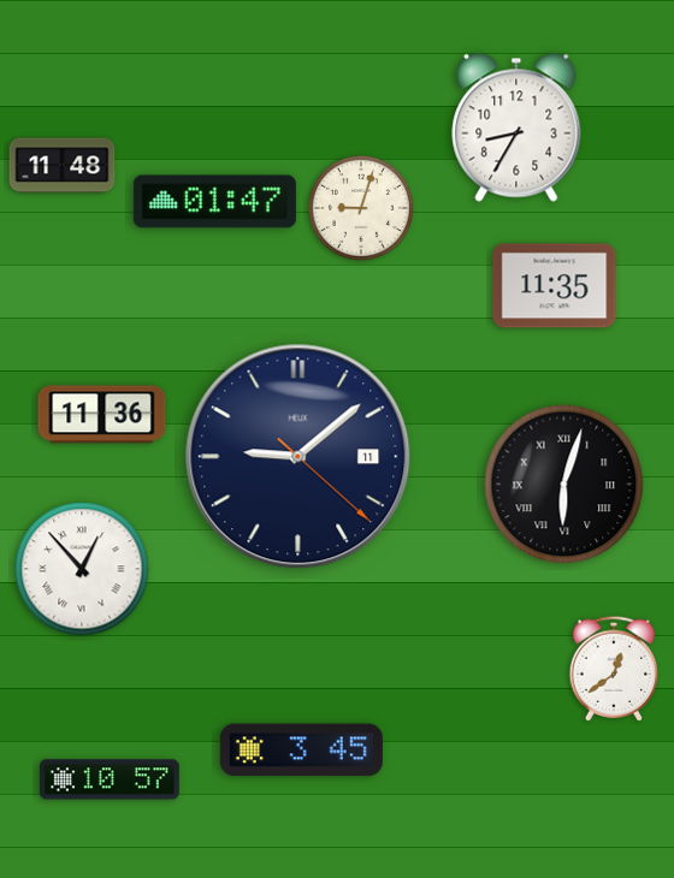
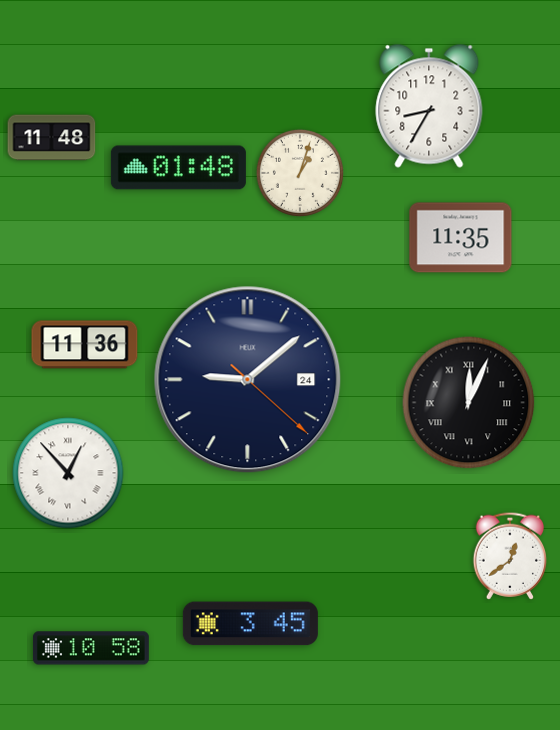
clock at (214, 202): 01:47 -> 01:48
clock at (361, 208): 9:03 -> 1:03
clock at (298, 457) date: 11 -> 24
clock at (564, 485): 6:03 -> 12:04
clock at (110, 779): 10:57 -> 10:58
